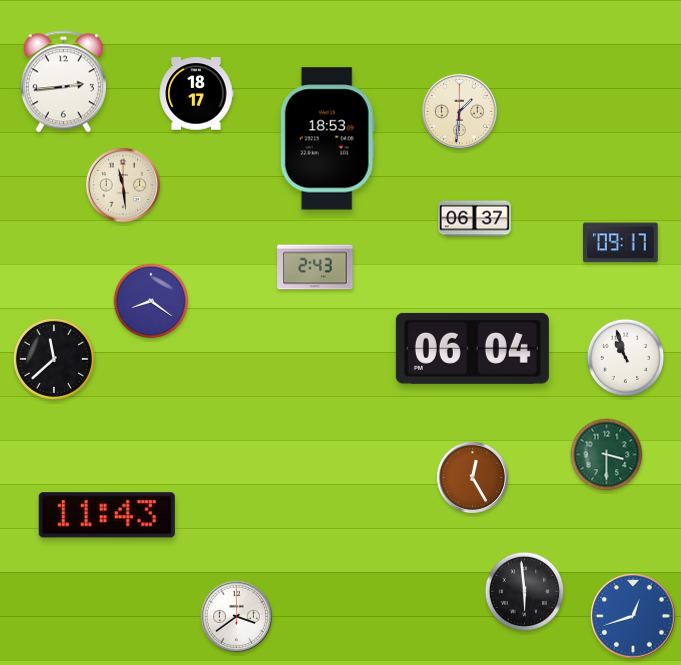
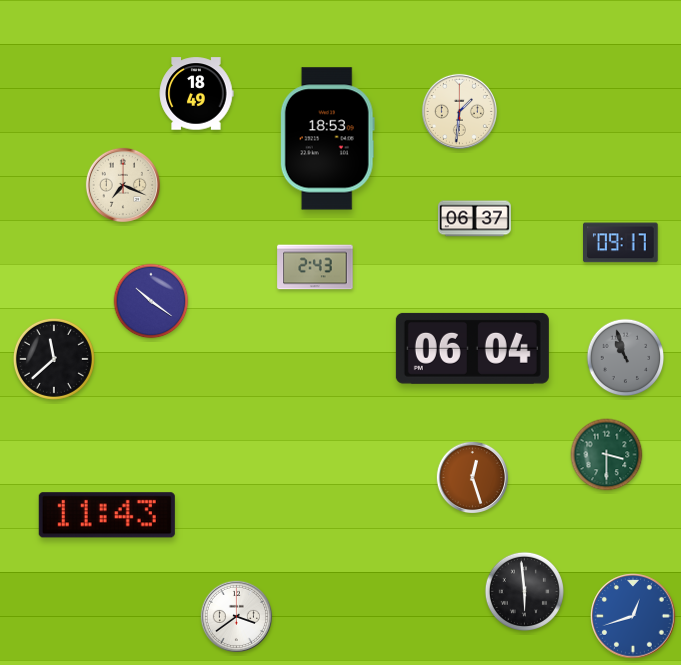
clock at (63, 82): 2:44 -> none
clock at (196, 94): 18:17 -> 18:49
clock at (123, 185): 11:29 -> 7:19
clock at (151, 301): 8:21 -> 10:21
clock at (626, 358) dial: white -> grey
clock at (472, 477): 12:25 -> 12:27
